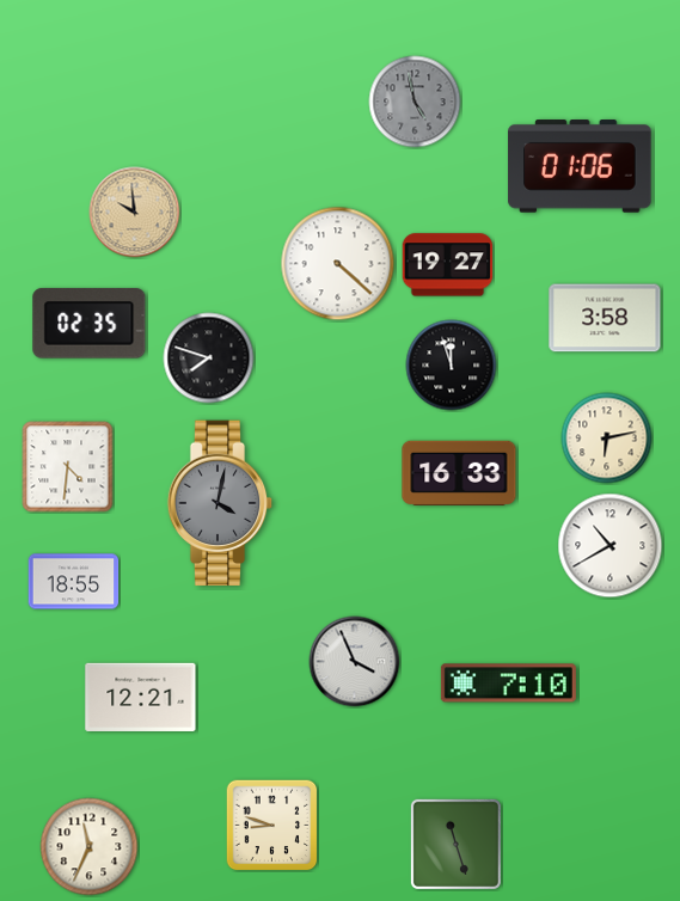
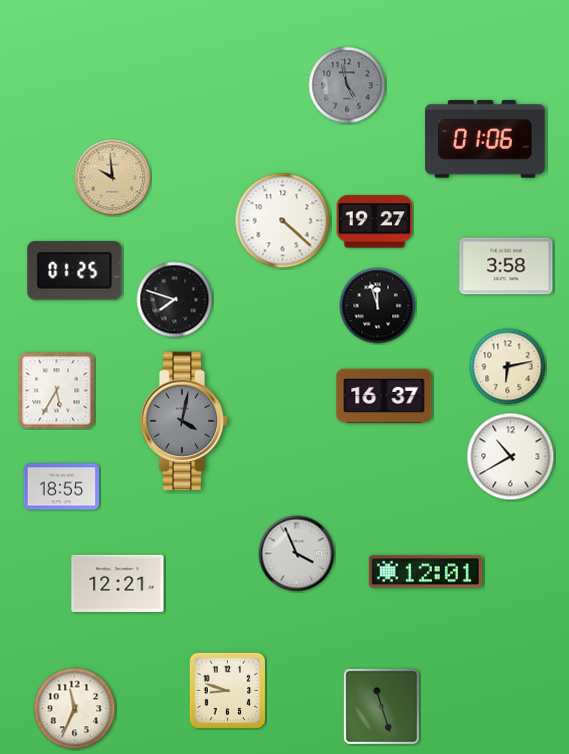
clock at (90, 324): 02:35 -> 01:25
clock at (68, 467): 4:31 -> 5:35
clock at (459, 472): 16:33 -> 16:37
clock at (508, 684): 7:10 -> 12:01
